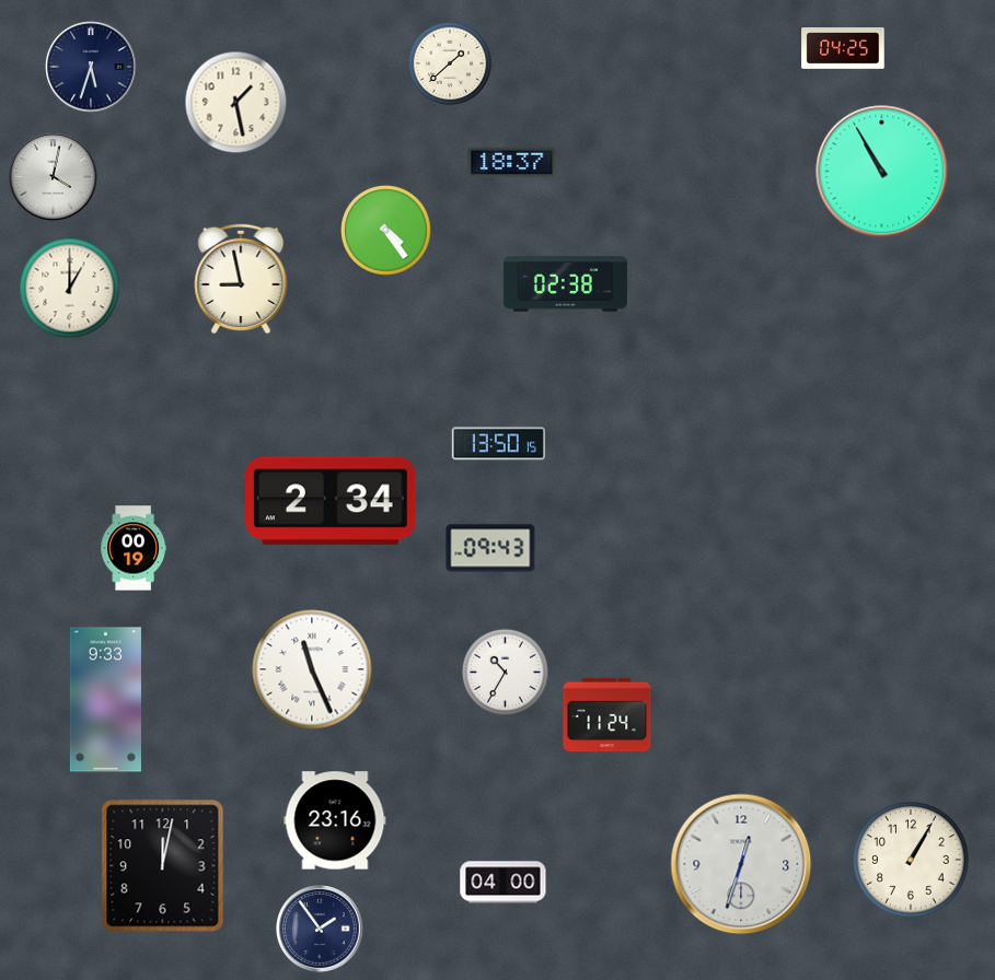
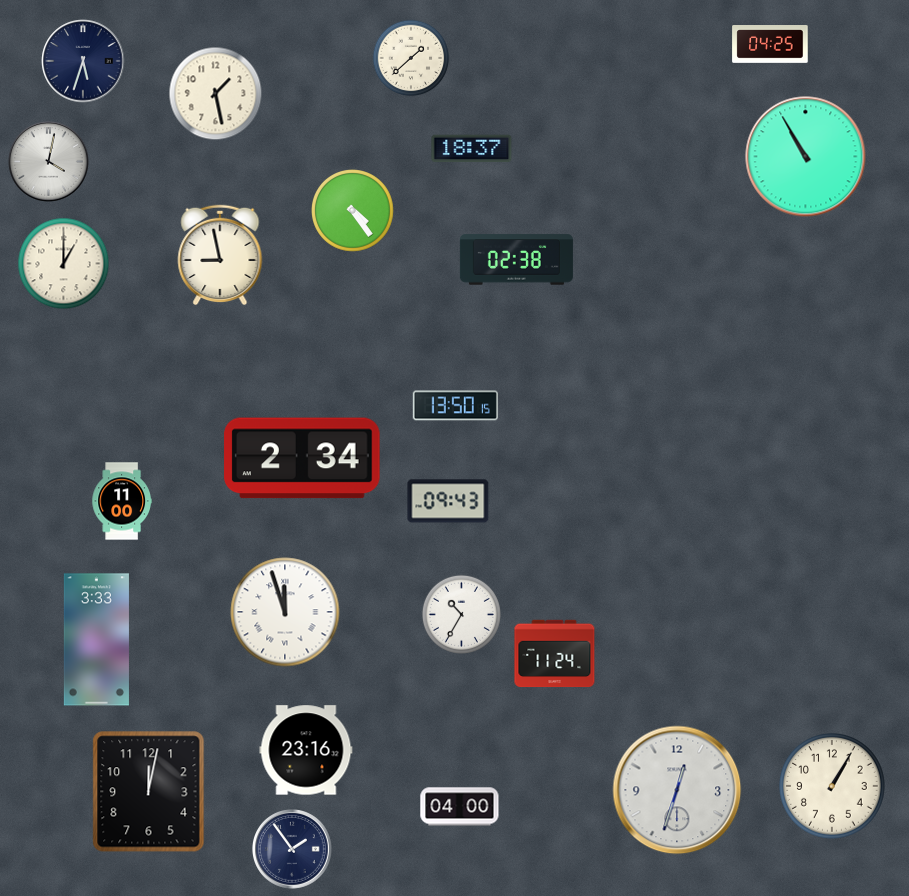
clock at (512, 163) position: (512, 163) -> (472, 149)
clock at (134, 548): 00:19 -> 11:00
clock at (312, 669): 11:26 -> 11:57
clock at (105, 700): 9:33 -> 3:33
